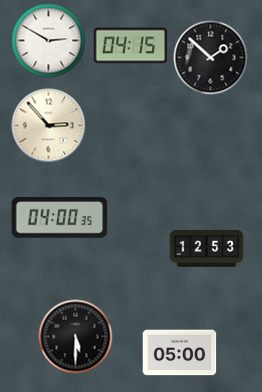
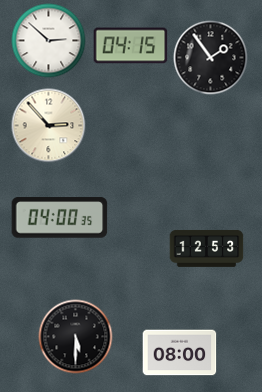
clock at (49, 41): 2:50 -> 2:52
clock at (211, 58): 1:52 -> 1:54
clock at (180, 353): 05:00 -> 08:00
